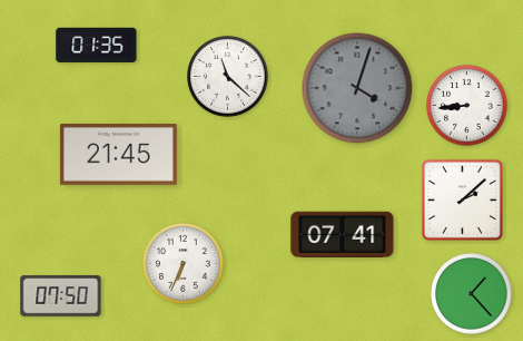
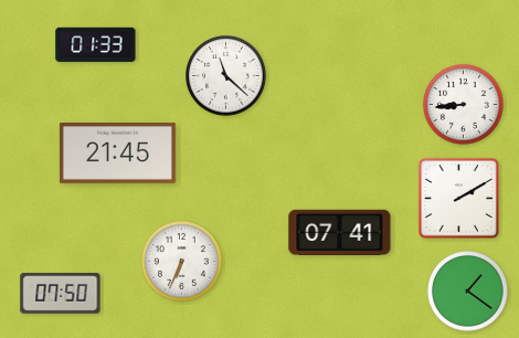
clock at (97, 45): 01:35 -> 01:33
clock at (357, 88): 4:03 -> none
clock at (462, 199): 2:08 -> 2:10
clock at (472, 294): 1:23 -> 1:21
